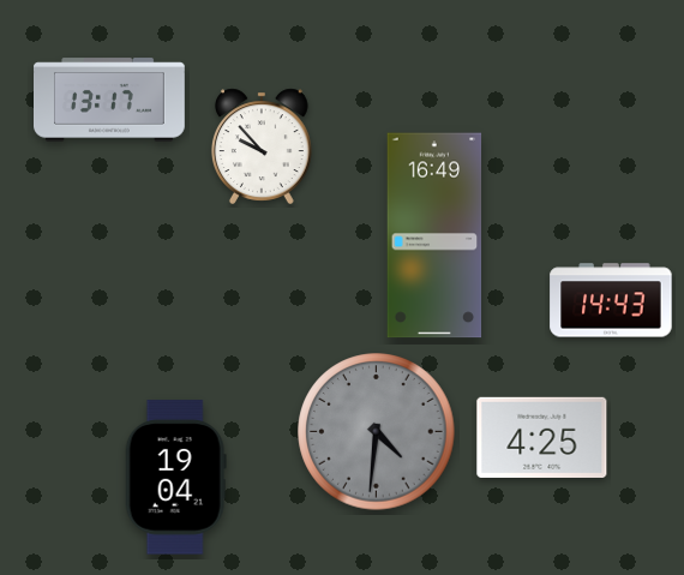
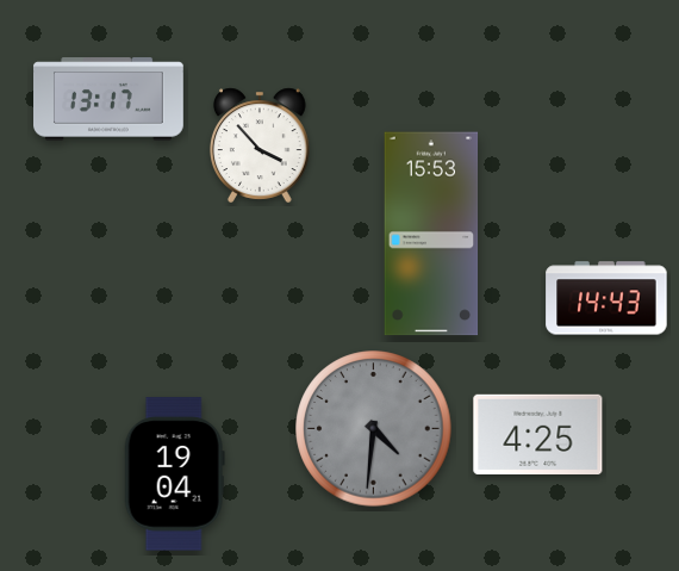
clock at (262, 146): 9:53 -> 3:53
clock at (434, 235): 16:49 -> 15:53
